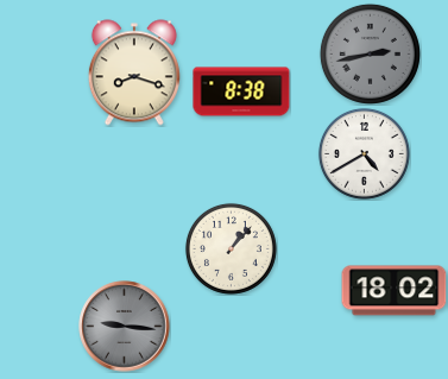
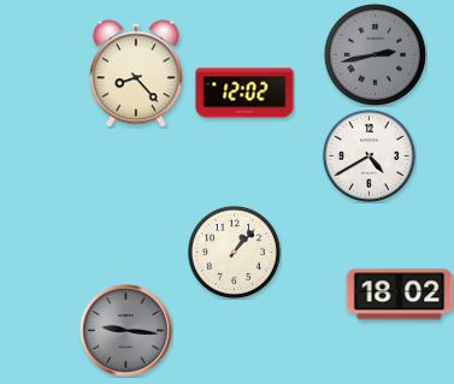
clock at (134, 72): 8:18 -> 8:23
clock at (241, 91): 8:38 -> 12:02
